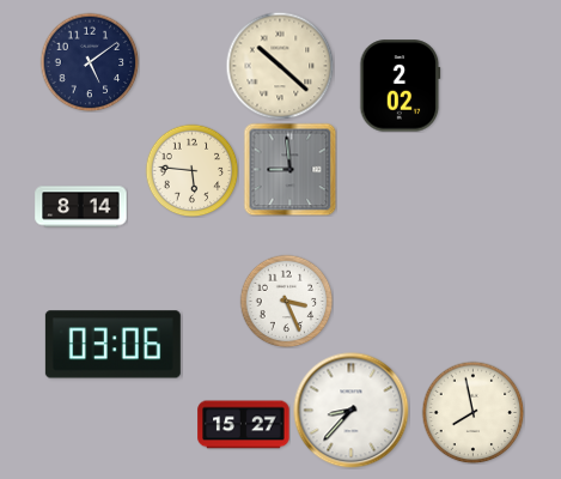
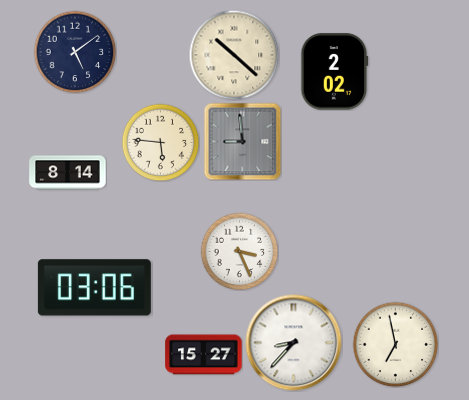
clock at (472, 412): 7:58 -> 6:58
